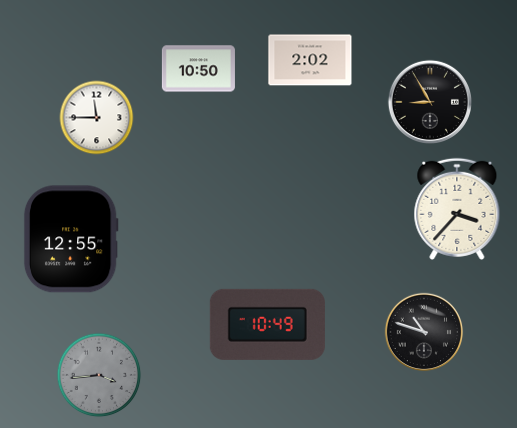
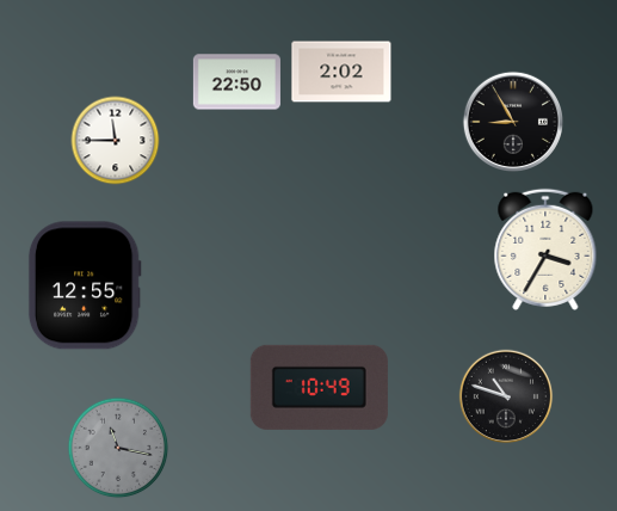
clock at (310, 60) position: (310, 60) -> (341, 72)
clock at (198, 69): 10:50 -> 22:50
clock at (457, 209): 3:37 -> 3:35
clock at (99, 375): 3:44 -> 11:17
